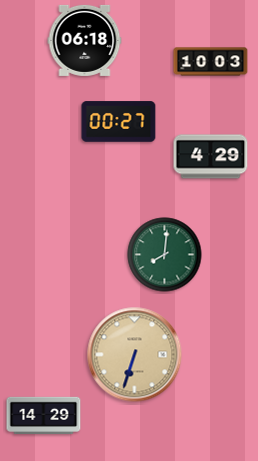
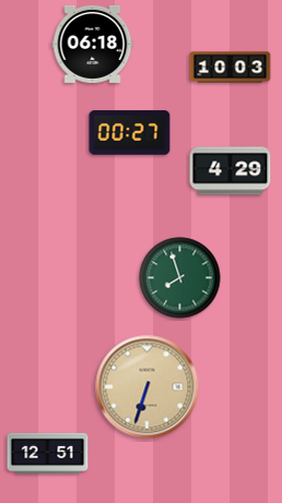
clock at (165, 255): 8:01 -> 7:57
clock at (44, 415): 14:29 -> 12:51
